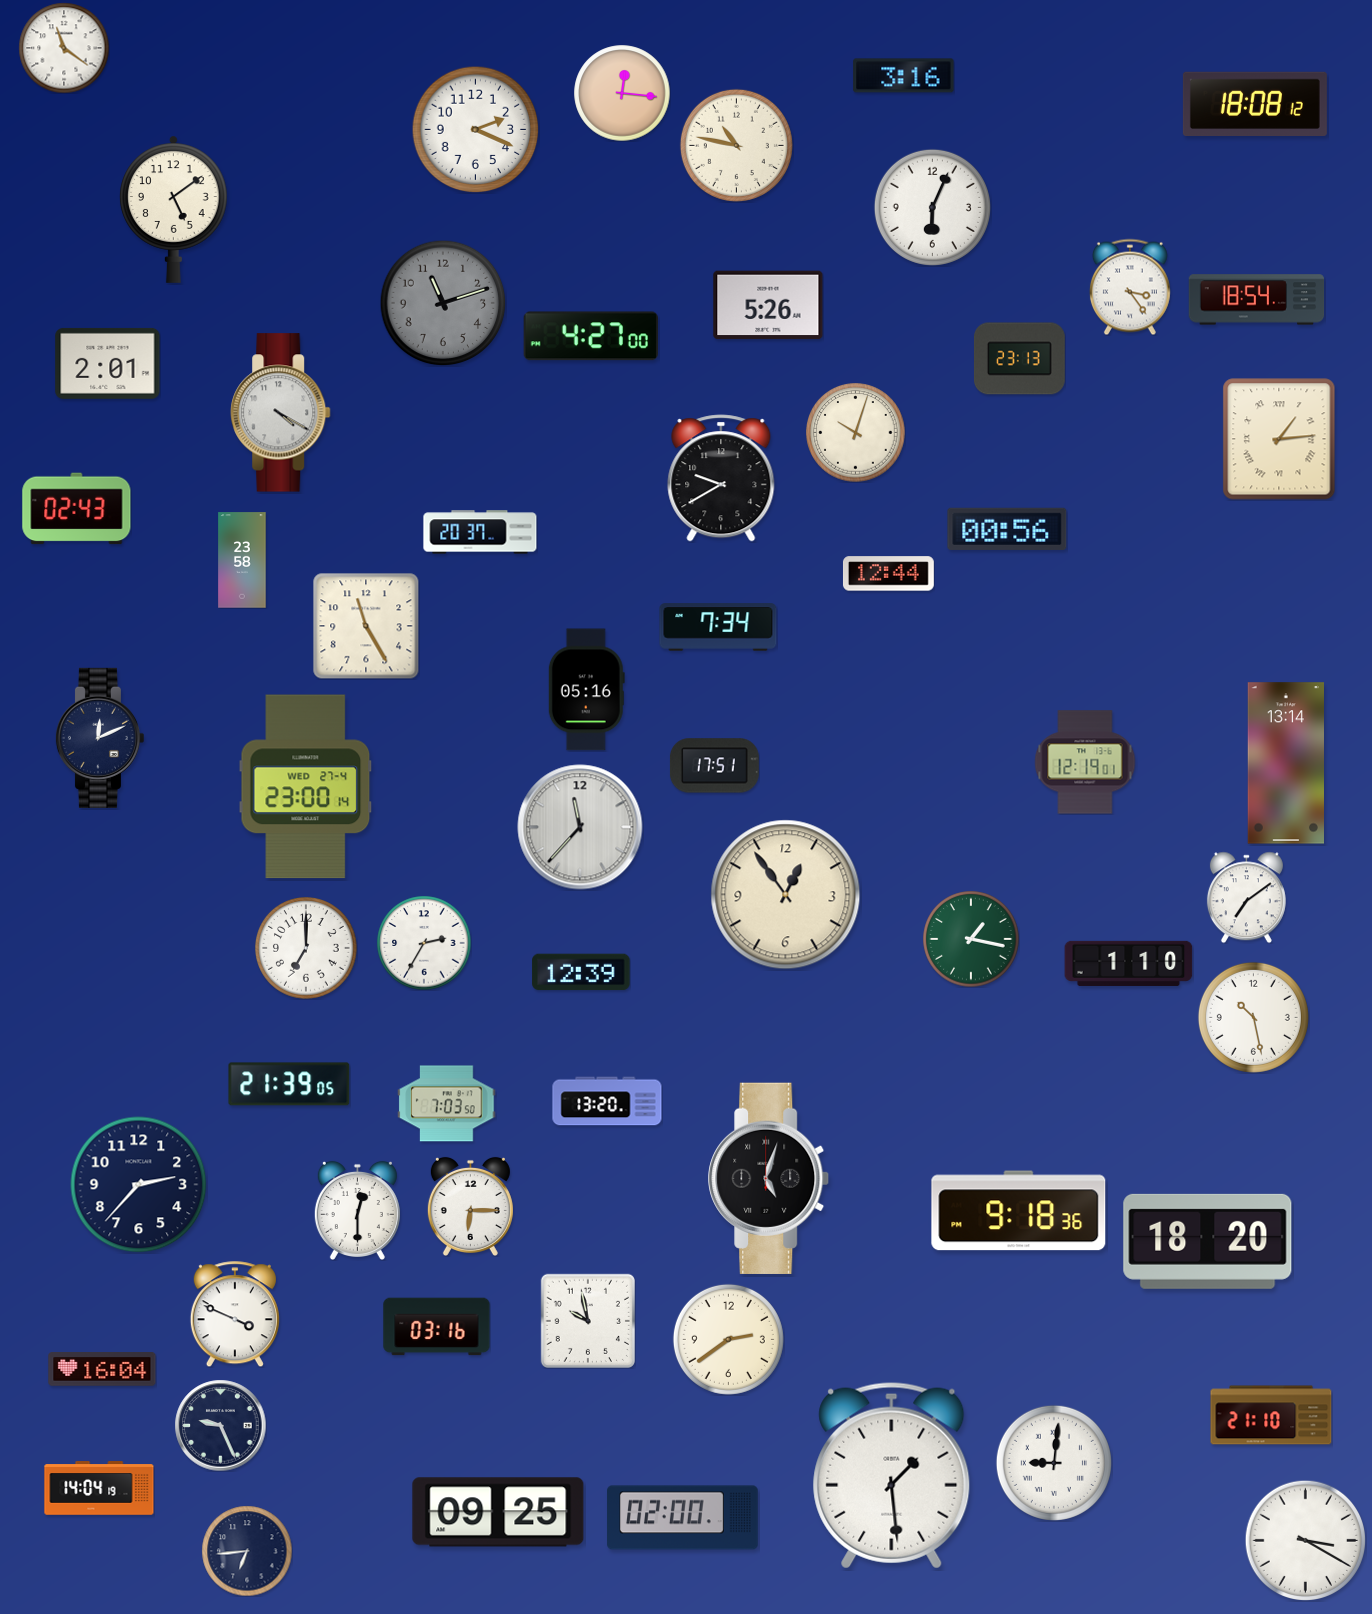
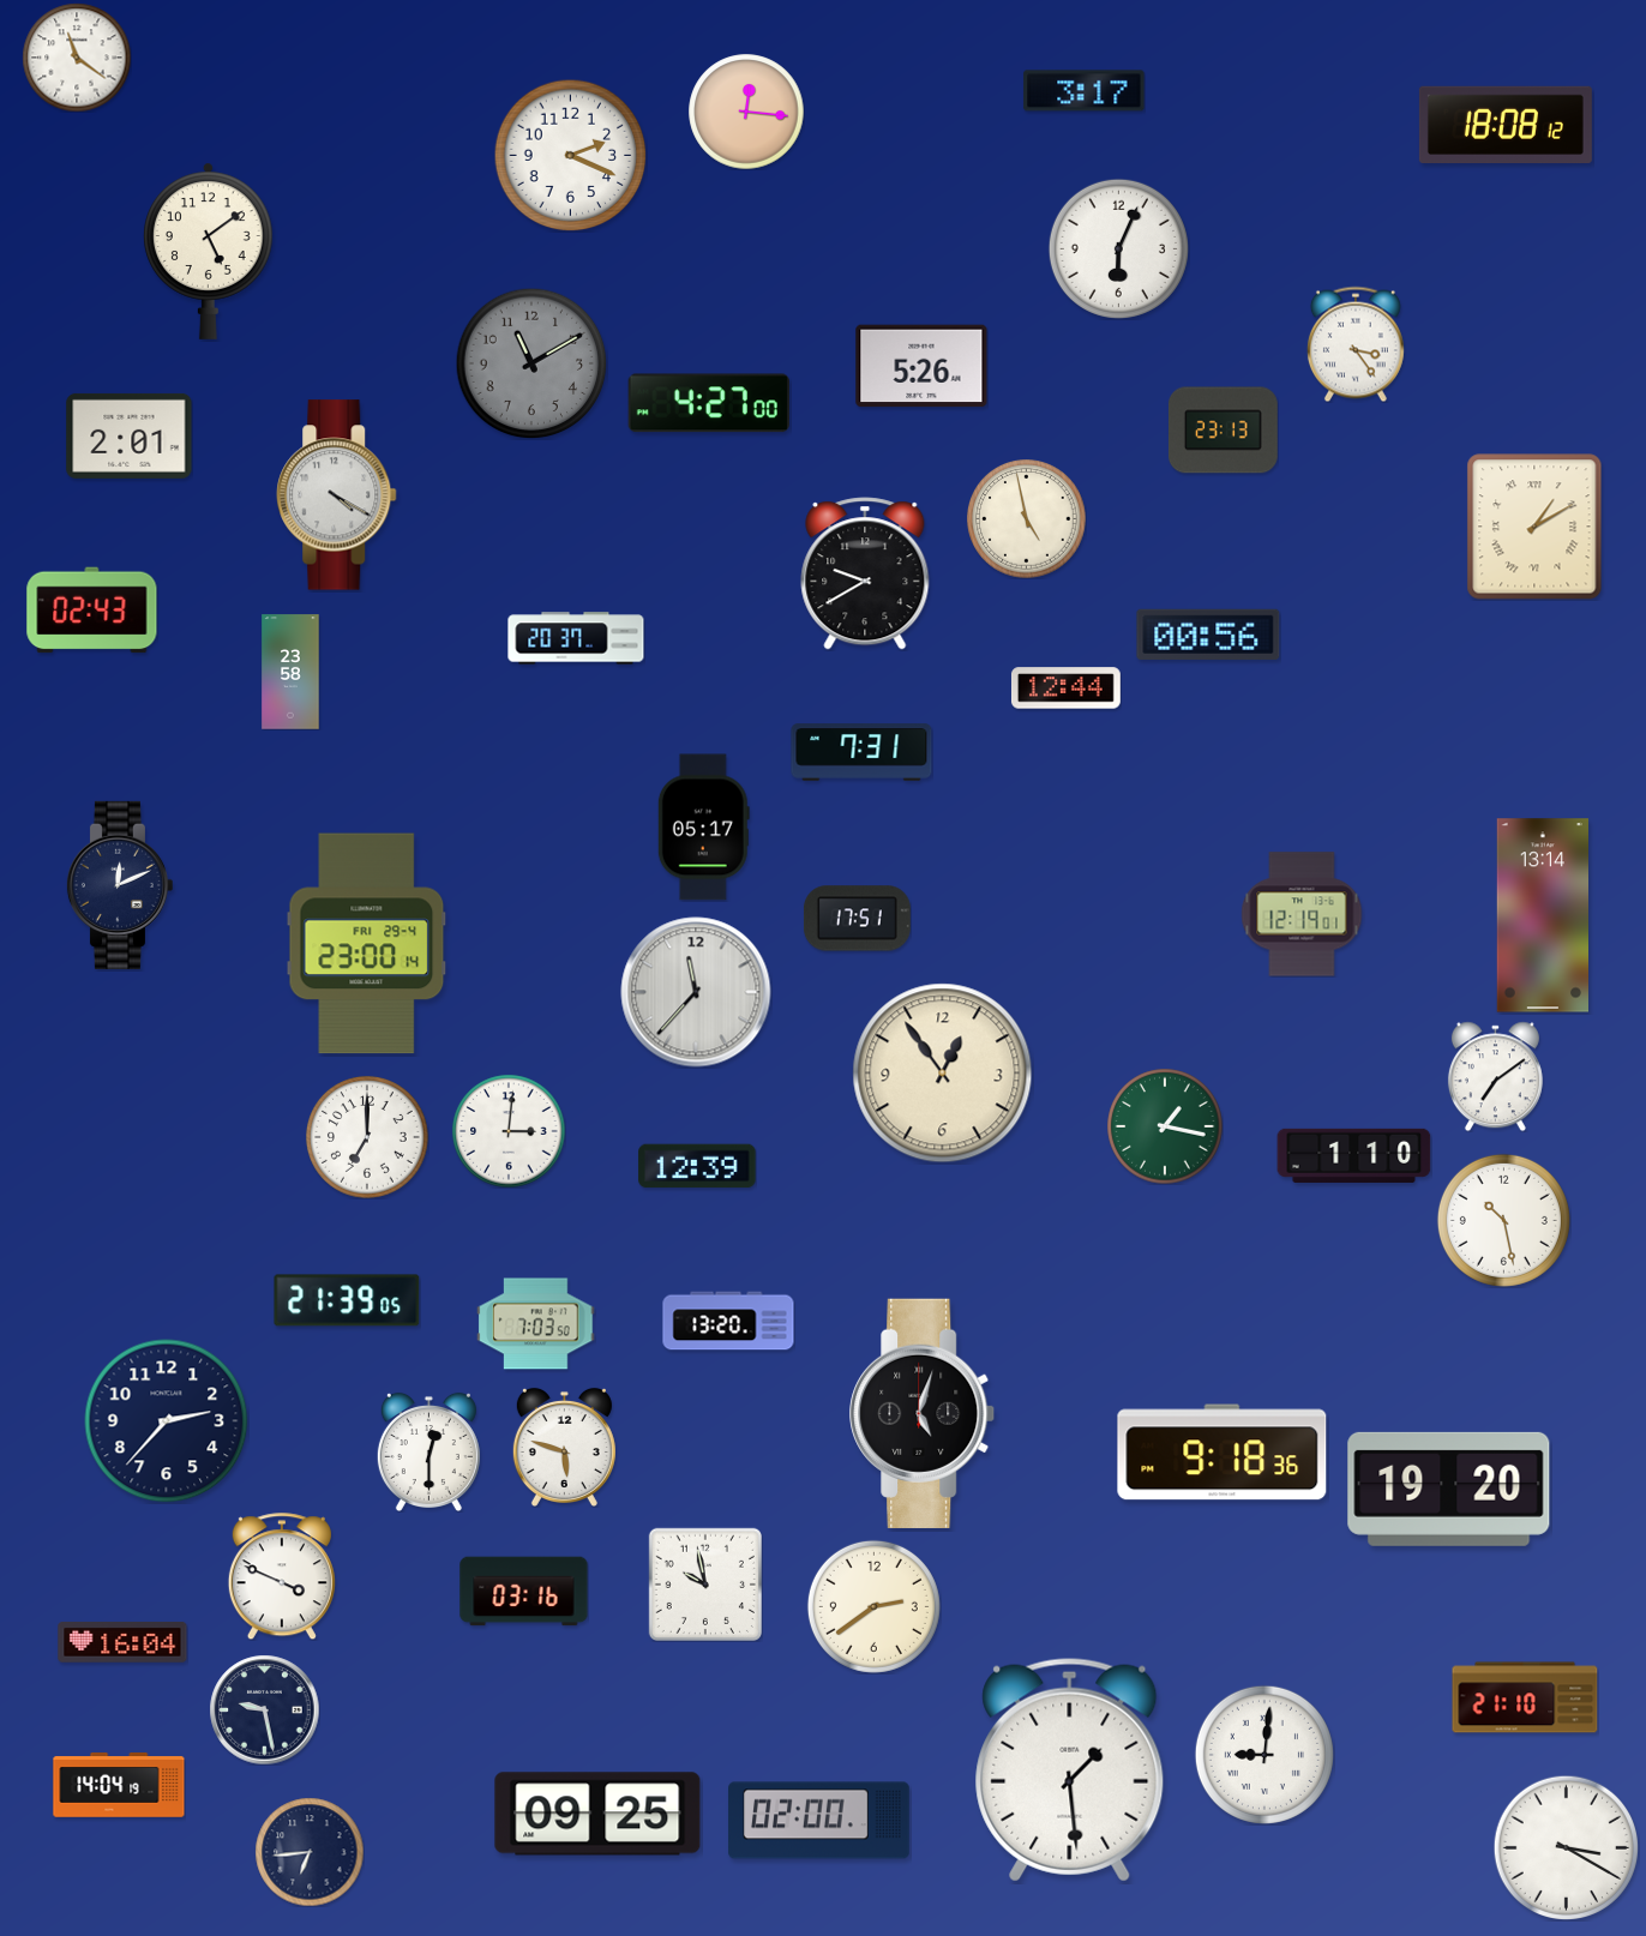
clock at (904, 76): 3:16 -> 3:17
clock at (736, 145): 10:47 -> none
clock at (1257, 300): 18:54 -> none
clock at (443, 303): 11:12 -> 11:10
clock at (856, 433): 10:03 -> 4:58
clock at (1279, 439): 1:14 -> 1:10
clock at (366, 626): 11:25 -> none
clock at (718, 627): 7:34 -> 7:31
clock at (586, 690): 05:16 -> 05:17
clock at (306, 787) date: WED 27-4 -> FRI 29-4
clock at (424, 943): 2:35 -> 3:01
clock at (470, 1206): 6:15 -> 5:48
clock at (1208, 1241): 18:20 -> 19:20
clock at (220, 1425): 9:26 -> 9:28
clock at (247, 1551) position: (247, 1551) -> (310, 1852)
